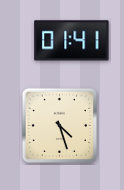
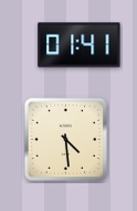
clock at (59, 125): 4:27 -> 4:29
